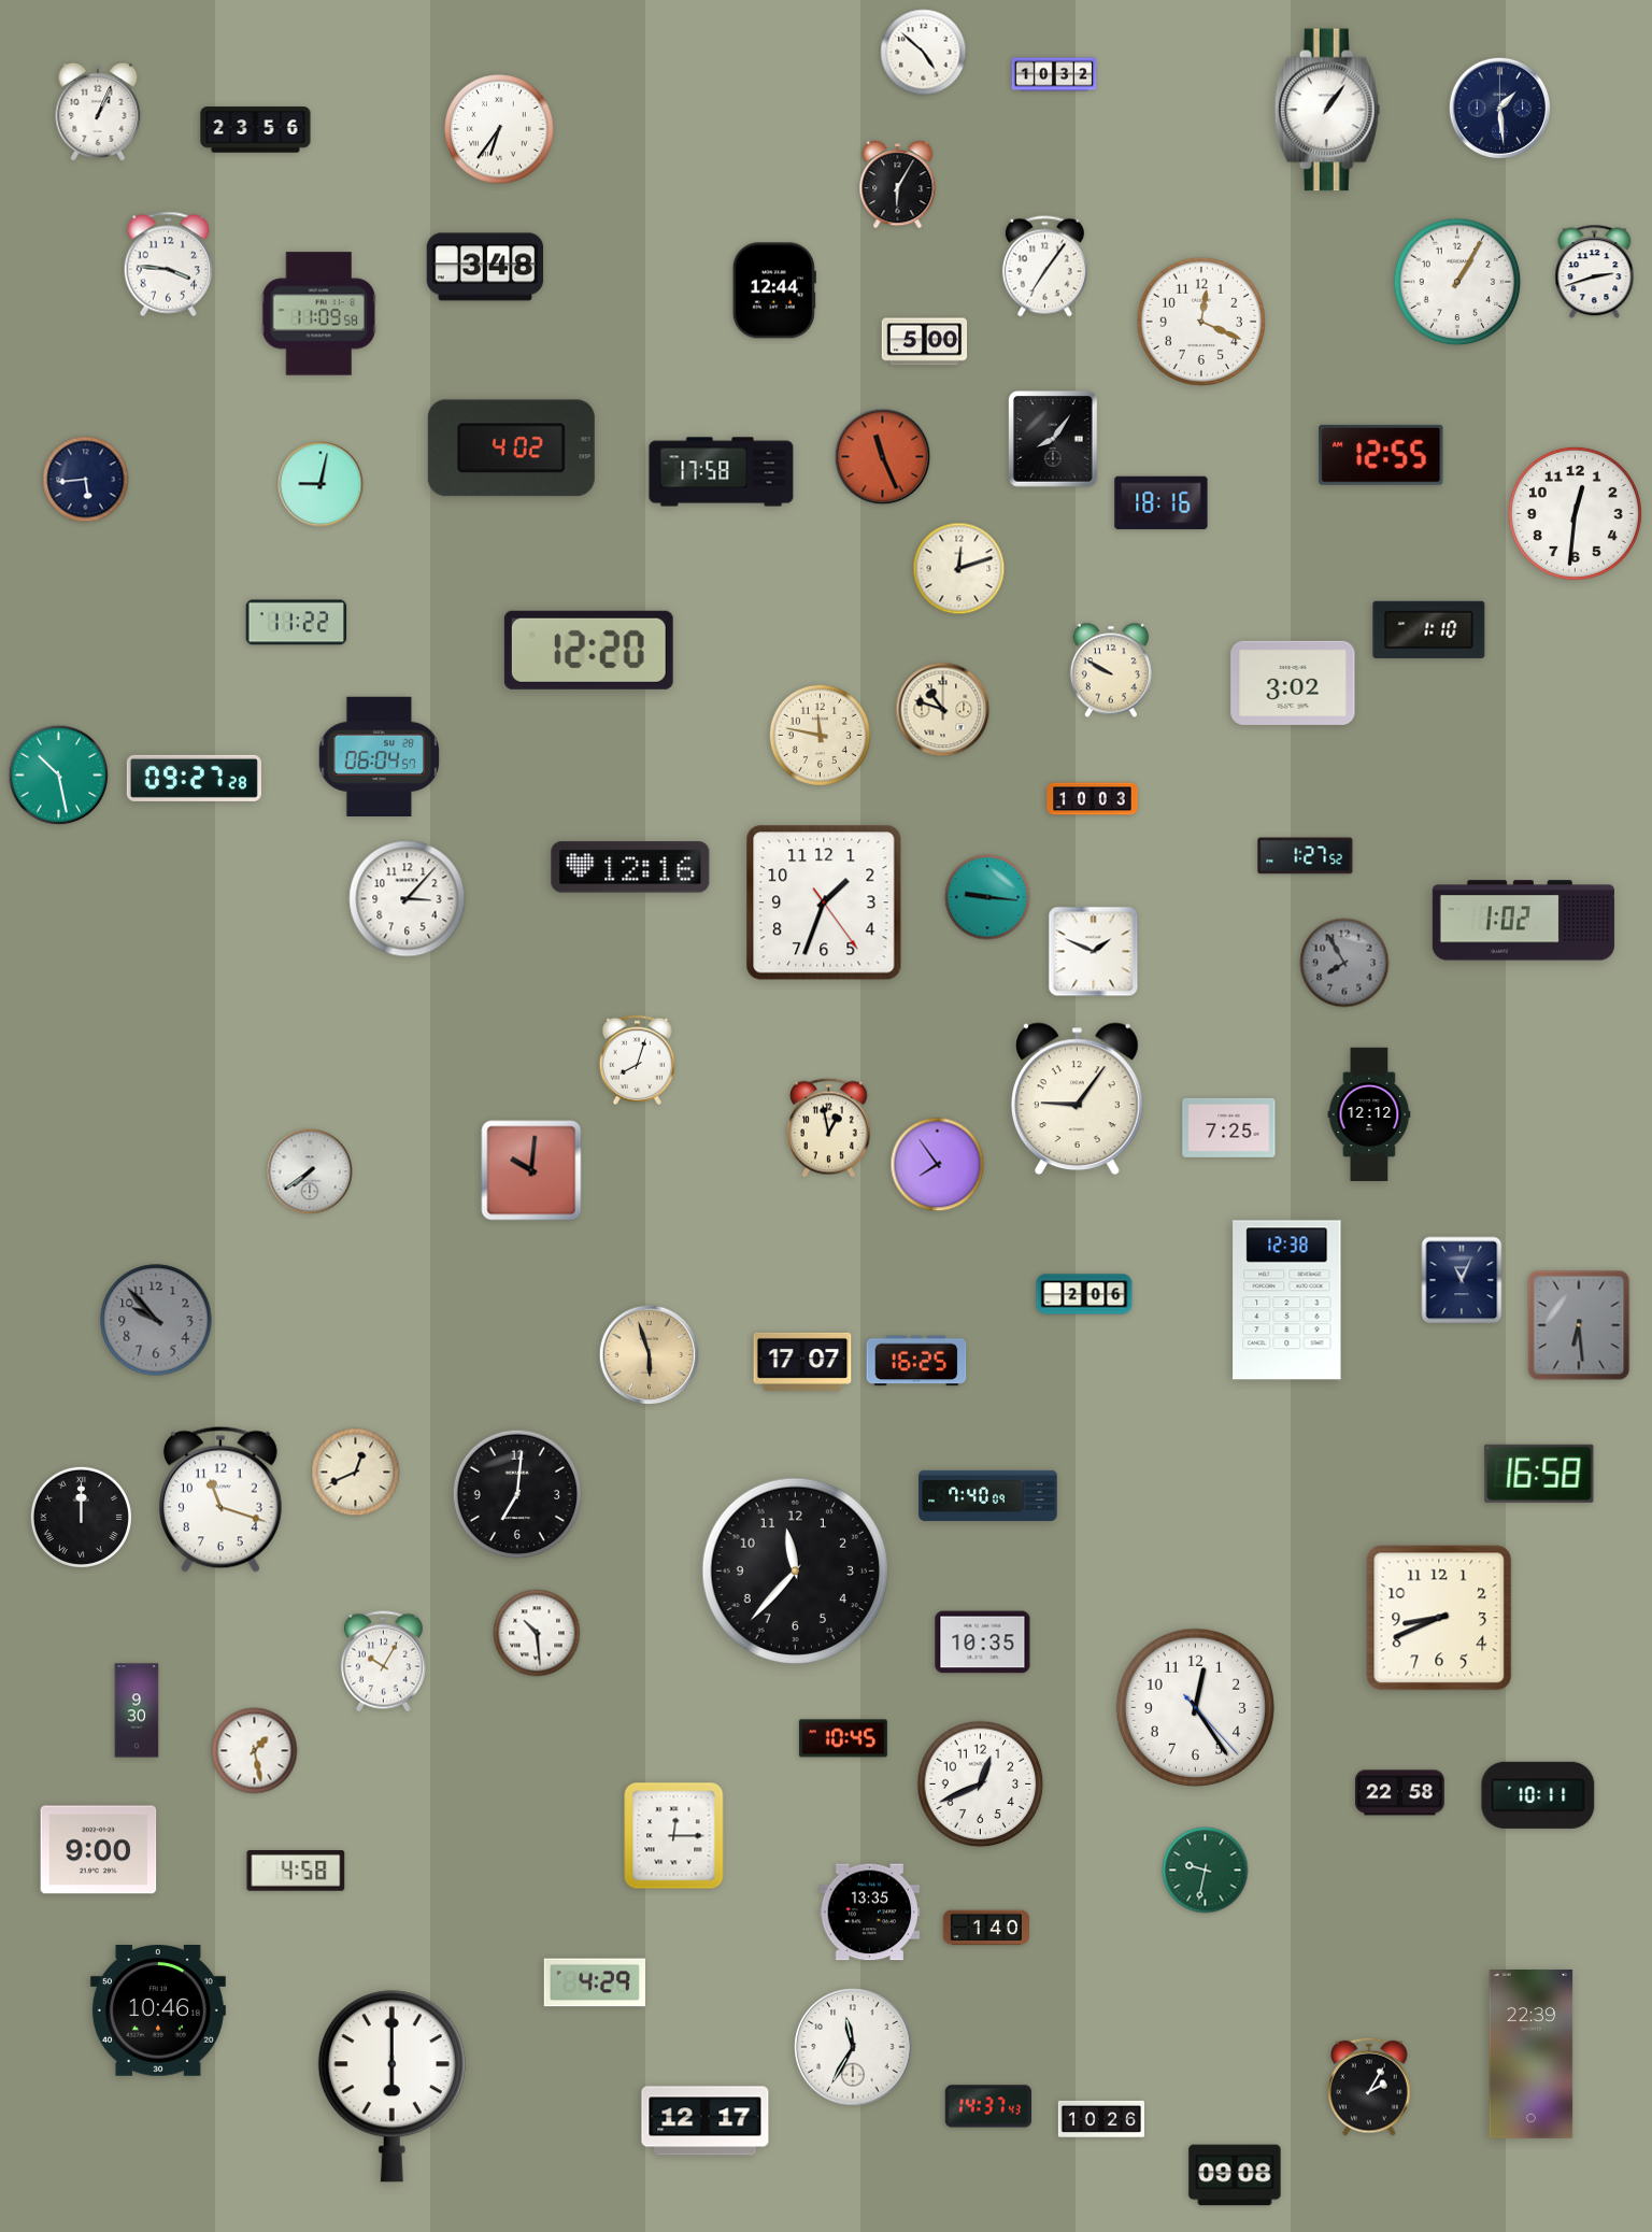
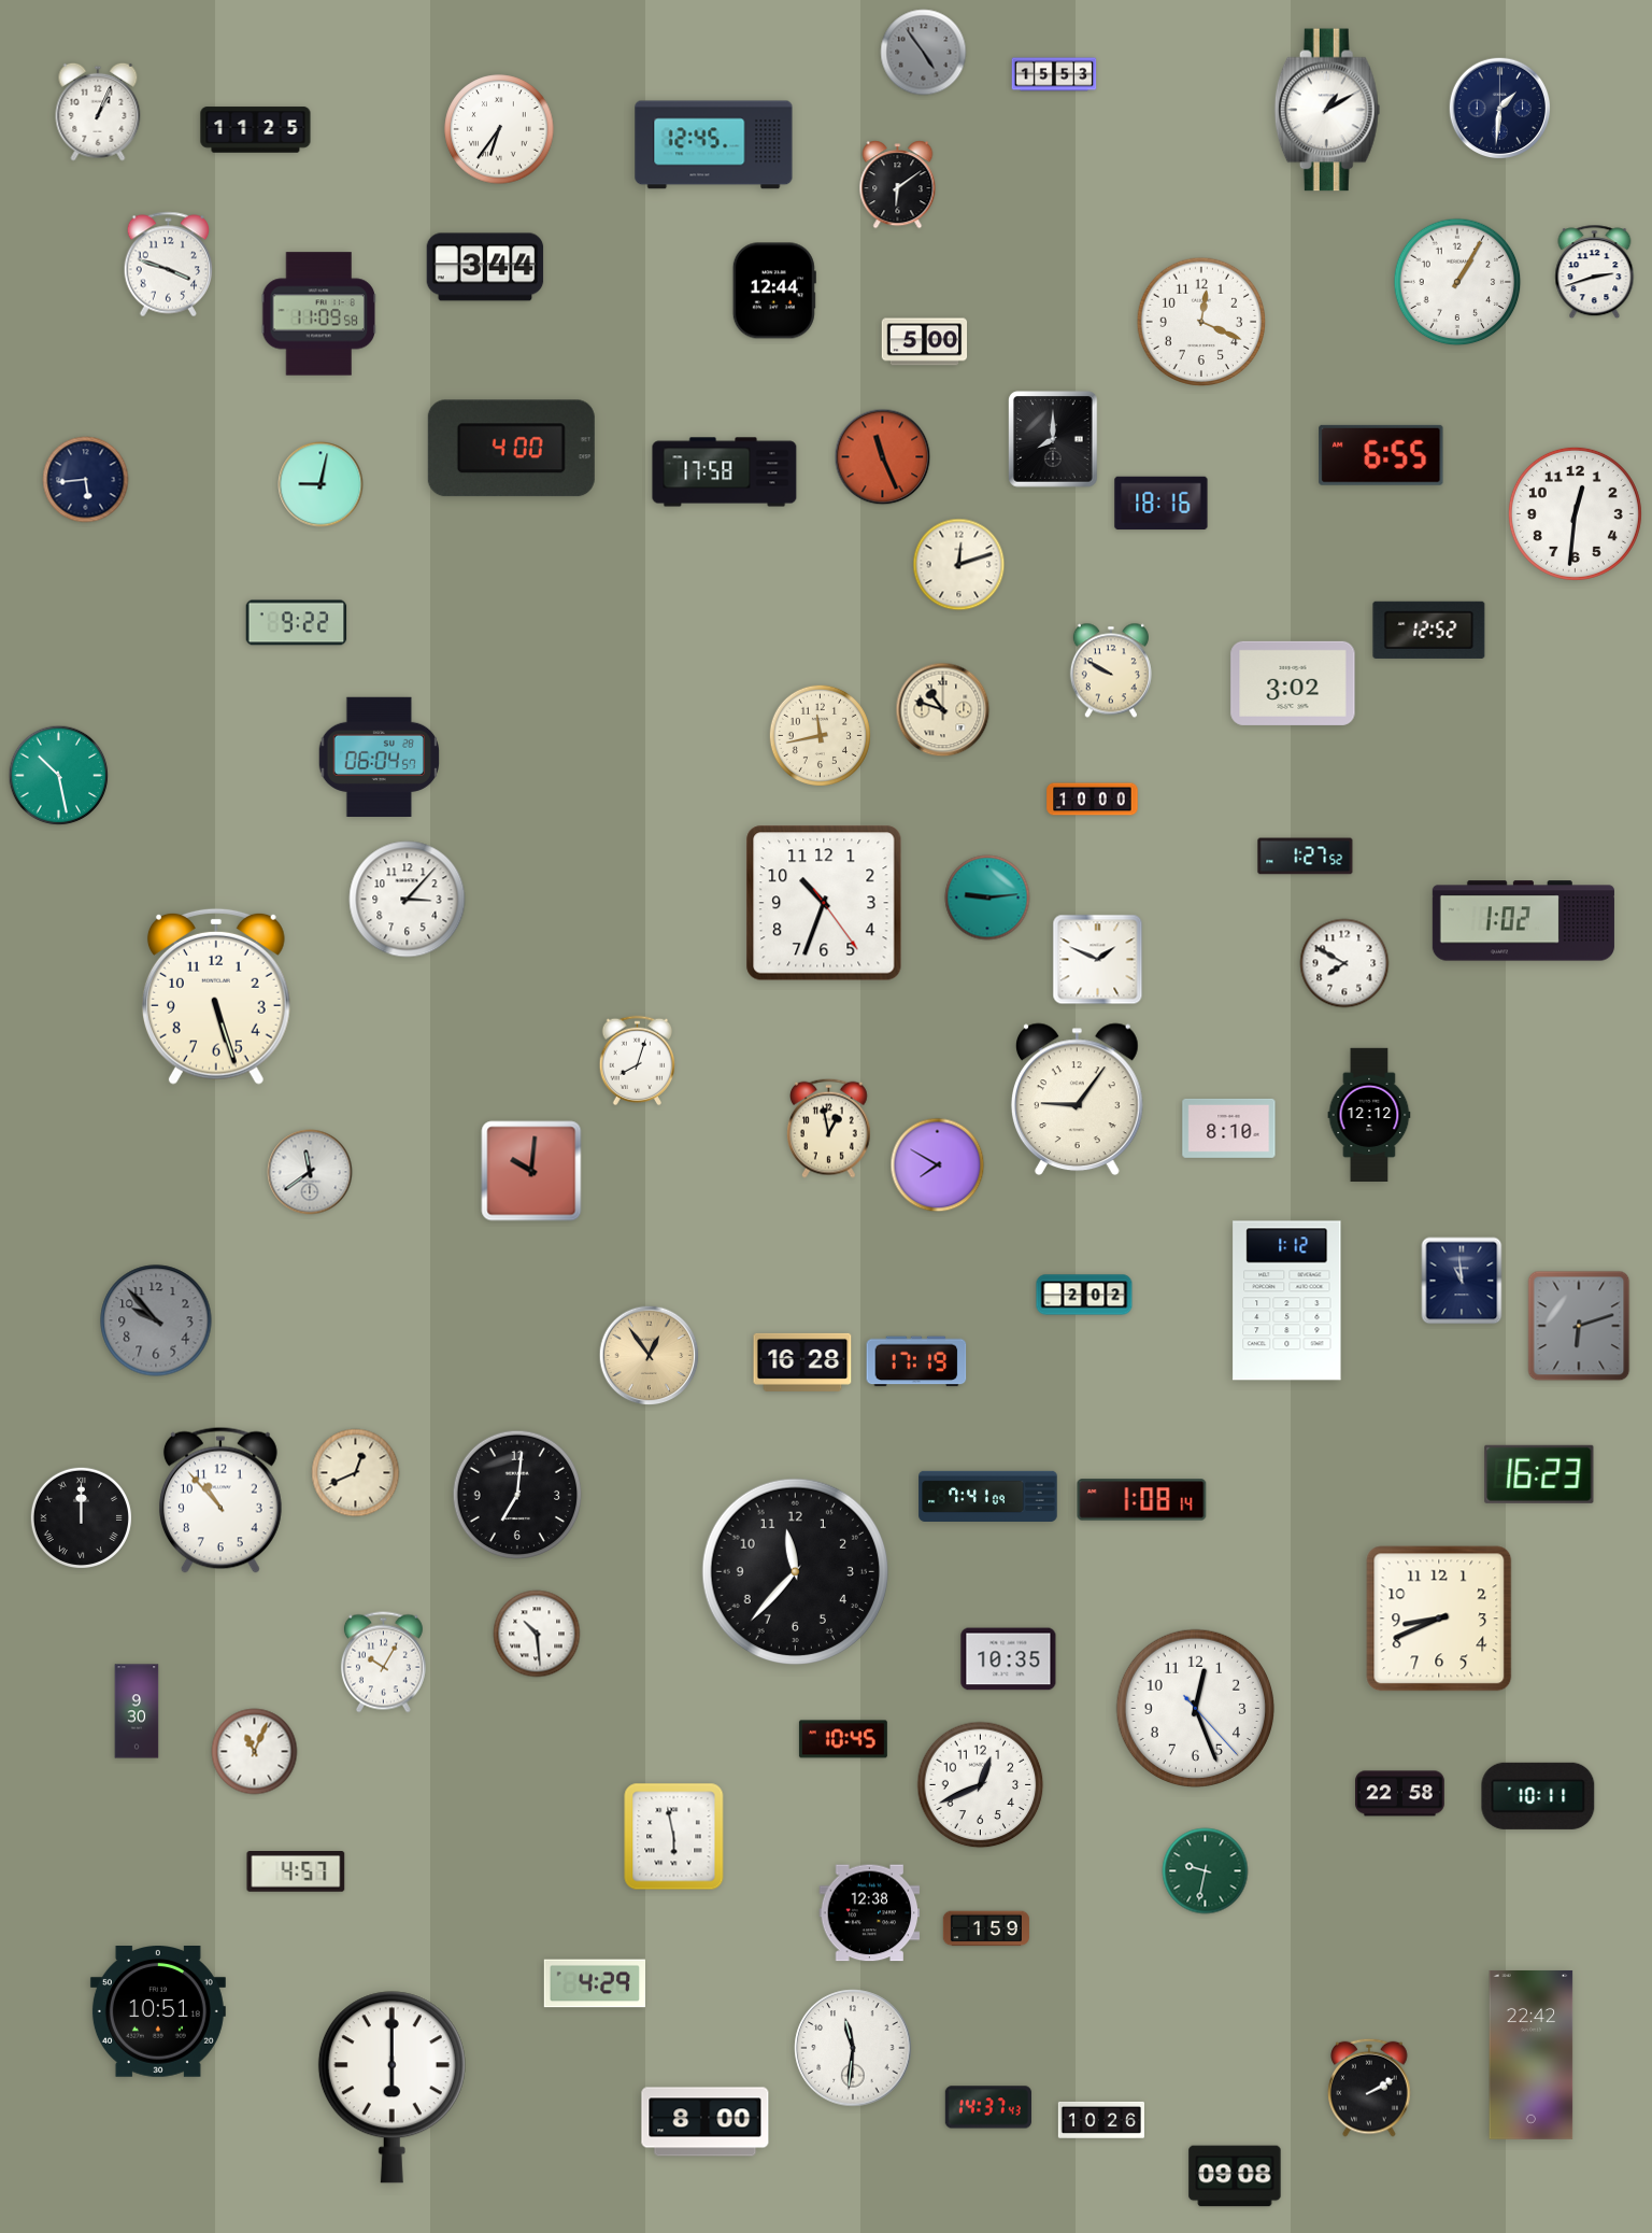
clock at (924, 53): 4:52 -> 4:54
clock at (924, 53) dial: white -> grey
clock at (1054, 74): 10:32 -> 15:53
clock at (1500, 109): 1:29 -> 1:31
clock at (1327, 110): 1:06 -> 1:10
clock at (256, 130): 23:56 -> 11:25
clock at (714, 145): none -> 12:45
clock at (898, 185): 6:05 -> 6:09
clock at (169, 265): 3:46 -> 3:48
clock at (485, 267): 3:48 -> 3:44
clock at (1044, 267): 7:06 -> none
clock at (1053, 439): 8:06 -> 8:00
clock at (511, 449): 4:02 -> 4:00
clock at (1381, 455): 12:55 -> 6:55
clock at (722, 472) position: (722, 472) -> (725, 472)
clock at (959, 569) position: (959, 569) -> (959, 565)
clock at (297, 623): 11:22 -> 9:22
clock at (1429, 629): 1:10 -> 12:52
clock at (588, 650): 12:20 -> none
clock at (820, 735): 11:47 -> 11:43
clock at (194, 778): 09:27 -> none
clock at (1093, 799): 10:03 -> 10:00
clock at (630, 867): 12:16 -> none
clock at (987, 897): 9:16 -> 9:14
clock at (824, 902): 1:33 -> 10:33
clock at (1094, 952) position: (1094, 952) -> (1098, 960)
clock at (1344, 963): 7:55 -> 7:50
clock at (1344, 963) dial: grey -> white
clock at (216, 997): none -> 5:27
clock at (1229, 1127): 7:25 -> 8:10
clock at (938, 1165): 7:54 -> 7:50
clock at (310, 1171): 7:39 -> 11:39
clock at (1462, 1280): 11:04 -> 10:59
clock at (1084, 1294): 2:06 -> 2:02
clock at (1287, 1300): 12:38 -> 1:12
clock at (1579, 1325): 6:29 -> 6:12
clock at (650, 1355): 5:57 -> 12:54
clock at (916, 1361): 16:25 -> 17:19
clock at (802, 1362): 17:07 -> 16:28
clock at (1539, 1474): 16:58 -> 16:23
clock at (988, 1495): 7:40 -> 7:41
clock at (220, 1499): 11:18 -> 10:53
clock at (1142, 1500): none -> 1:08
clock at (983, 1643) position: (983, 1643) -> (1009, 1659)
clock at (1195, 1707): 12:24 -> 12:26
clock at (255, 1751): 1:28 -> 11:04
clock at (674, 1836): 12:15 -> 5:58
clock at (99, 1850): 9:00 -> none
clock at (296, 1872): 4:58 -> 4:57
clock at (870, 1913): 13:35 -> 12:38
clock at (985, 1928): 1:40 -> 1:59
clock at (158, 2011): 10:46 -> 10:51
clock at (853, 2047): 11:35 -> 11:31
clock at (1532, 2055): 22:39 -> 22:42
clock at (1369, 2087): 2:05 -> 2:10
clock at (706, 2121): 12:17 -> 8:00
